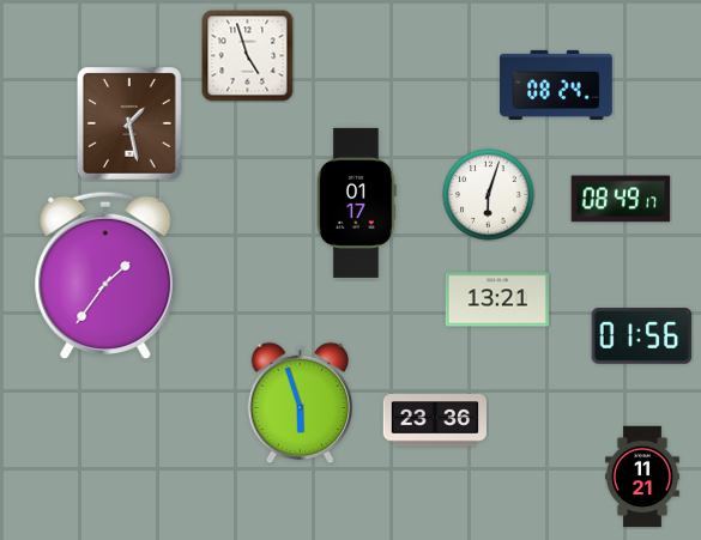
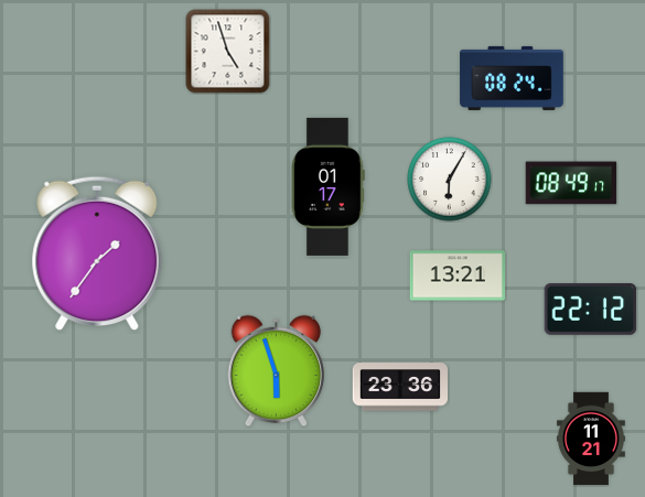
clock at (131, 125): 1:28 -> none
clock at (489, 195): 6:03 -> 6:05
clock at (642, 336): 01:56 -> 22:12
